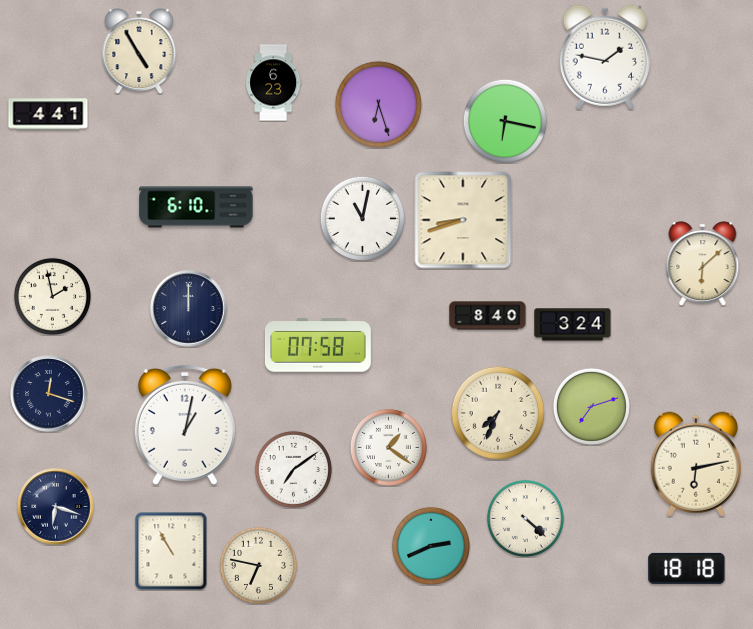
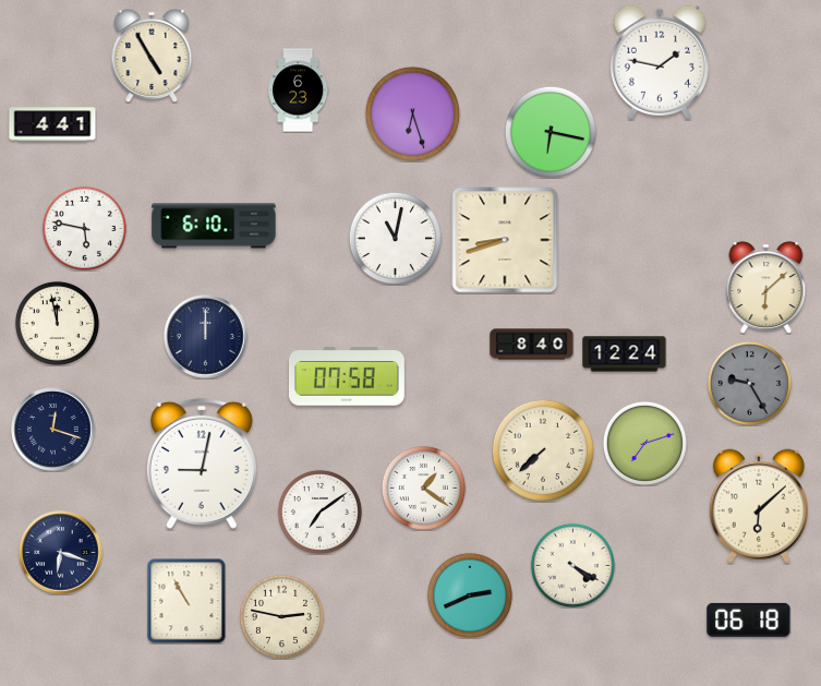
clock at (84, 228): none -> 5:47
clock at (52, 296): 1:58 -> 11:58
clock at (573, 325): 3:24 -> 12:24
clock at (749, 383): none -> 9:25
clock at (498, 413): 7:34 -> 7:38
clock at (185, 425): 1:02 -> 9:02
clock at (696, 464): 6:13 -> 6:08
clock at (525, 518): 4:22 -> 4:20
clock at (258, 565): 6:47 -> 2:47
clock at (687, 568): 18:18 -> 06:18
